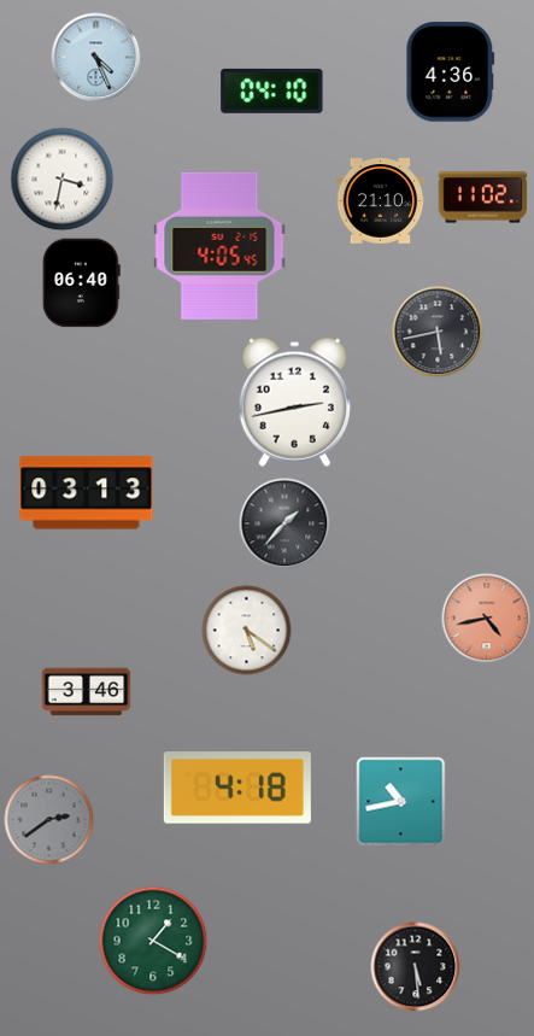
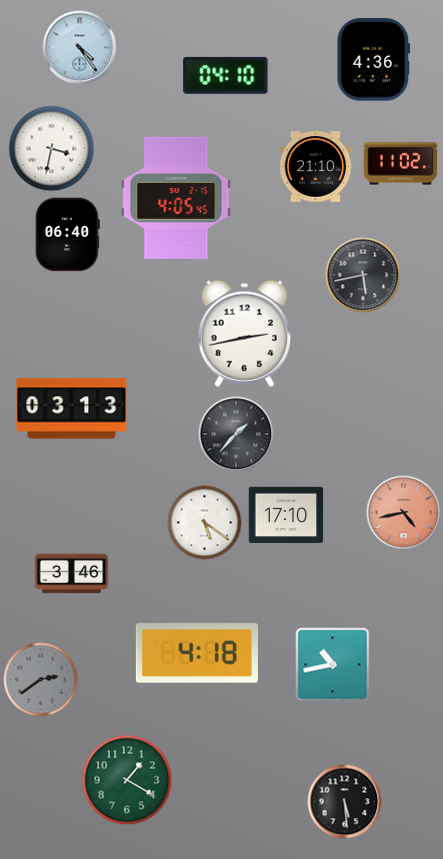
clock at (96, 58): 4:26 -> 4:24
clock at (219, 246) position: (219, 246) -> (176, 198)
clock at (286, 515): none -> 17:10
